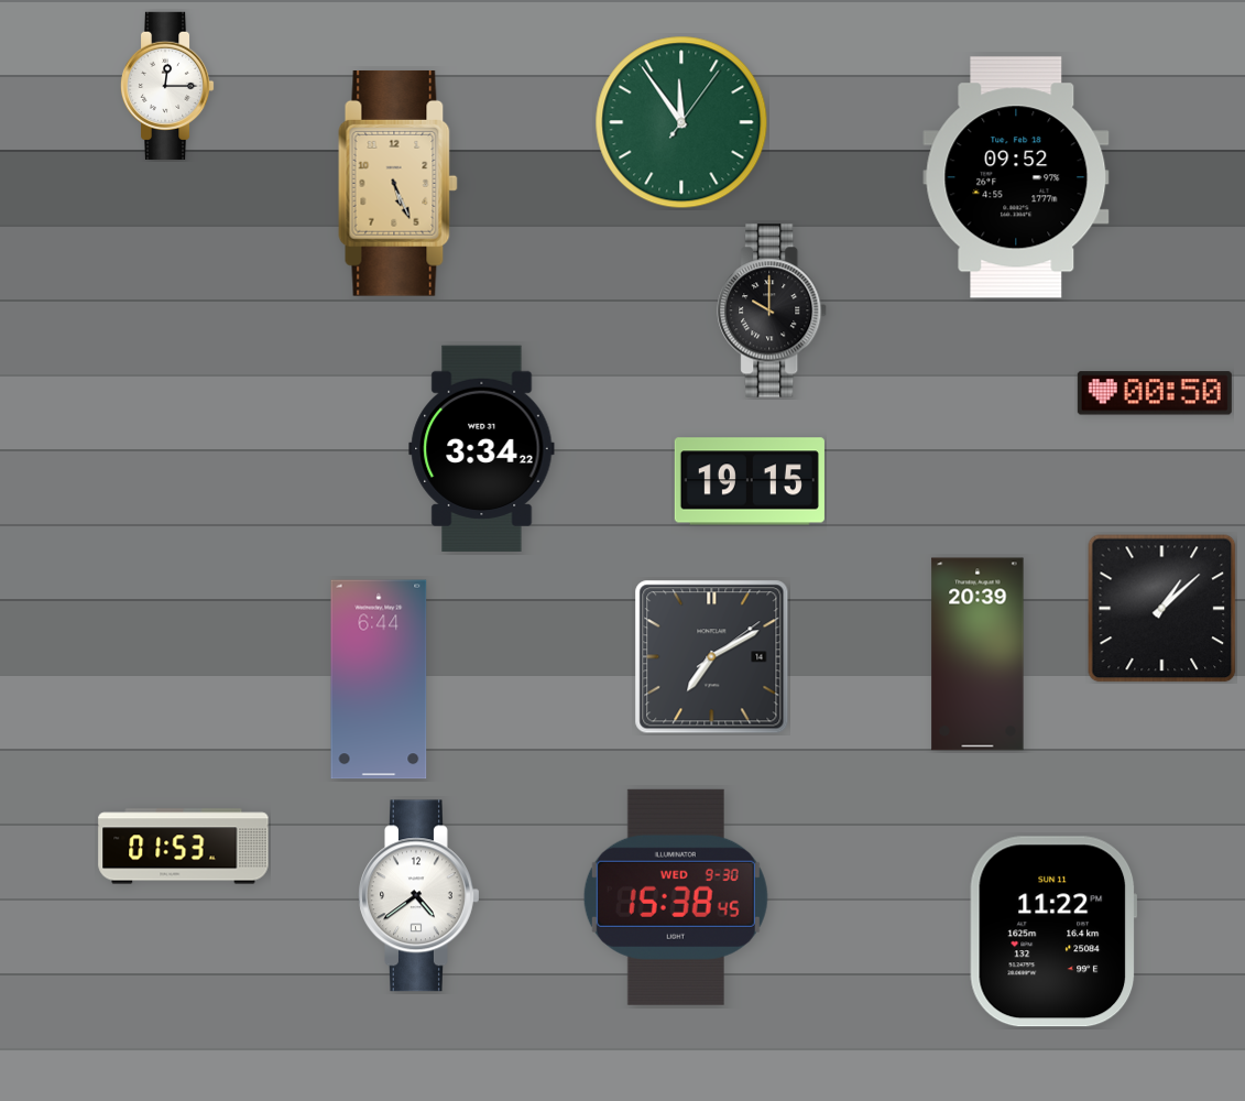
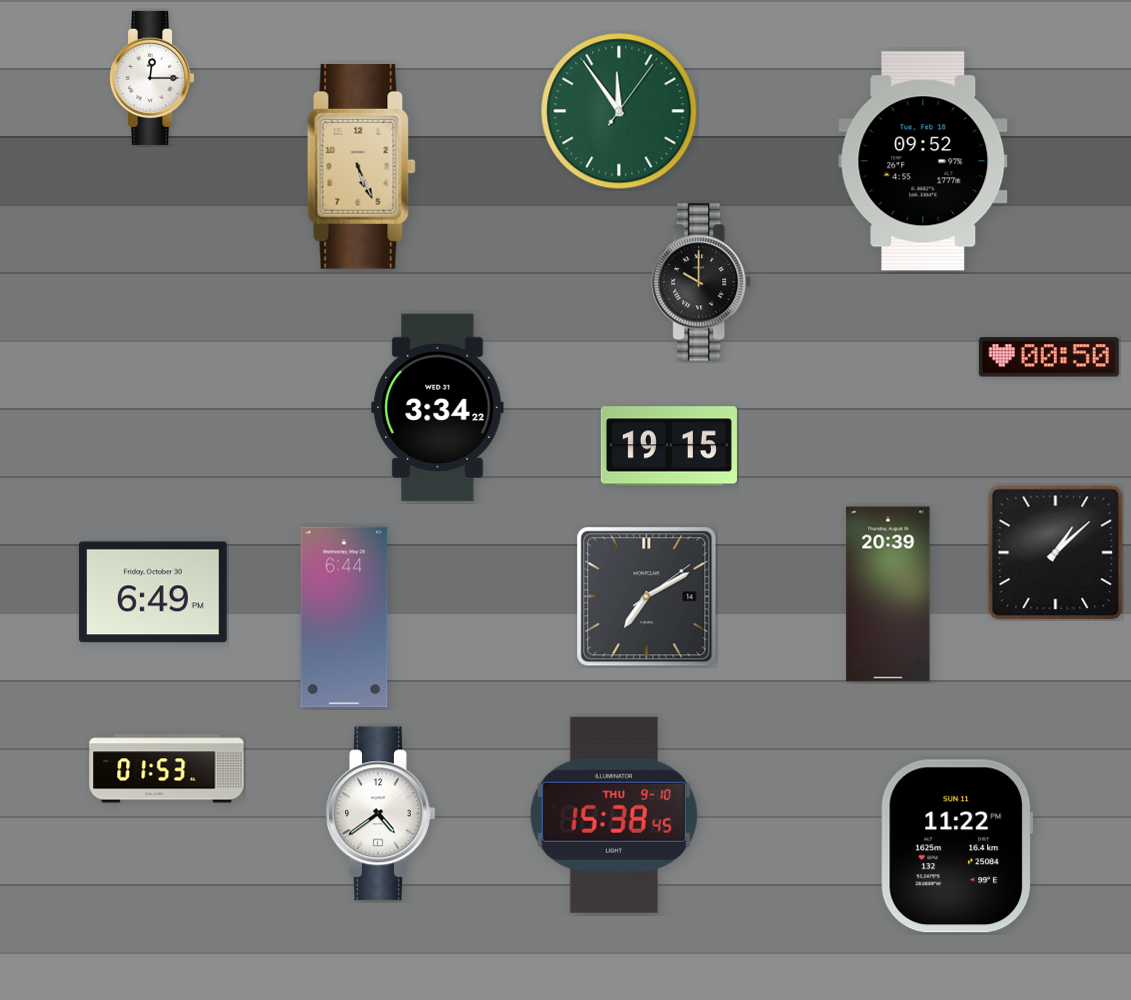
clock at (750, 481) position: (750, 481) -> (669, 446)
clock at (153, 592): none -> 6:49
clock at (676, 897) date: WED 9-30 -> THU 9-10
